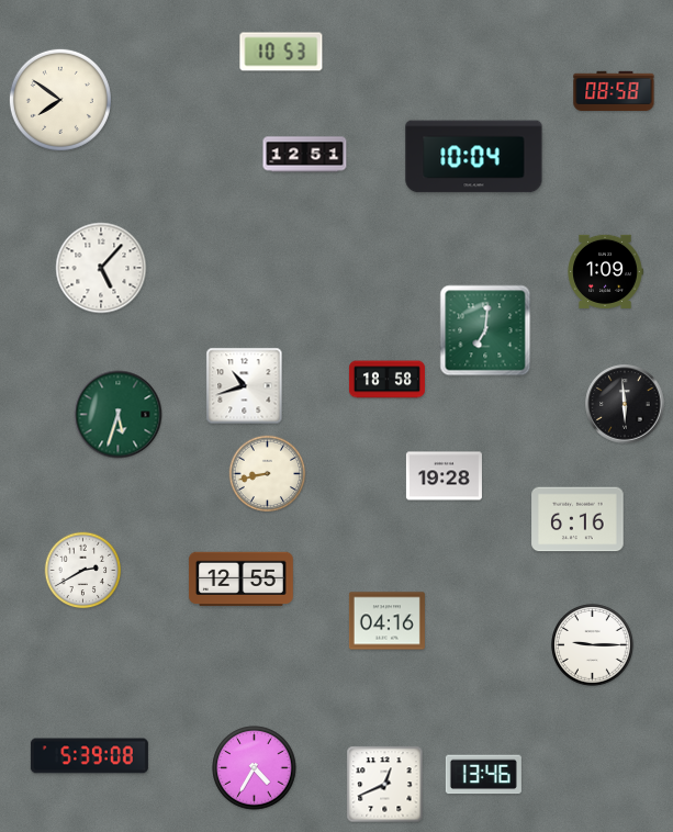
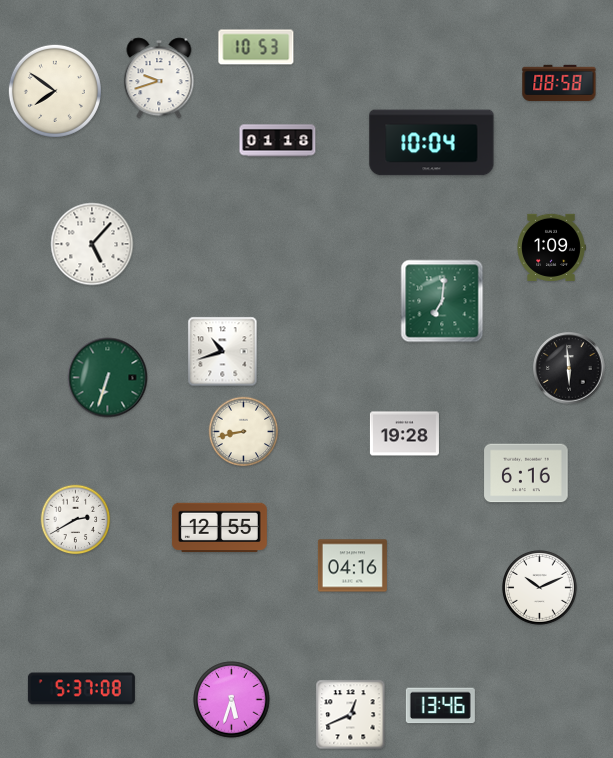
clock at (159, 78): none -> 9:42
clock at (305, 155): 12:51 -> 01:18
clock at (386, 380): 18:58 -> none
clock at (119, 415): 5:33 -> 6:33
clock at (593, 645): 9:15 -> 10:11
clock at (89, 756): 5:39 -> 5:37
clock at (255, 768): 4:35 -> 5:33
